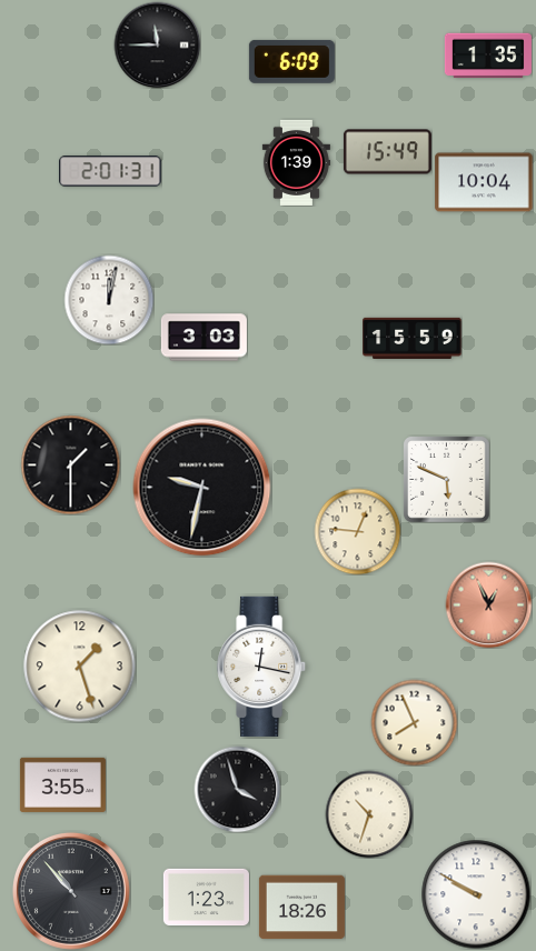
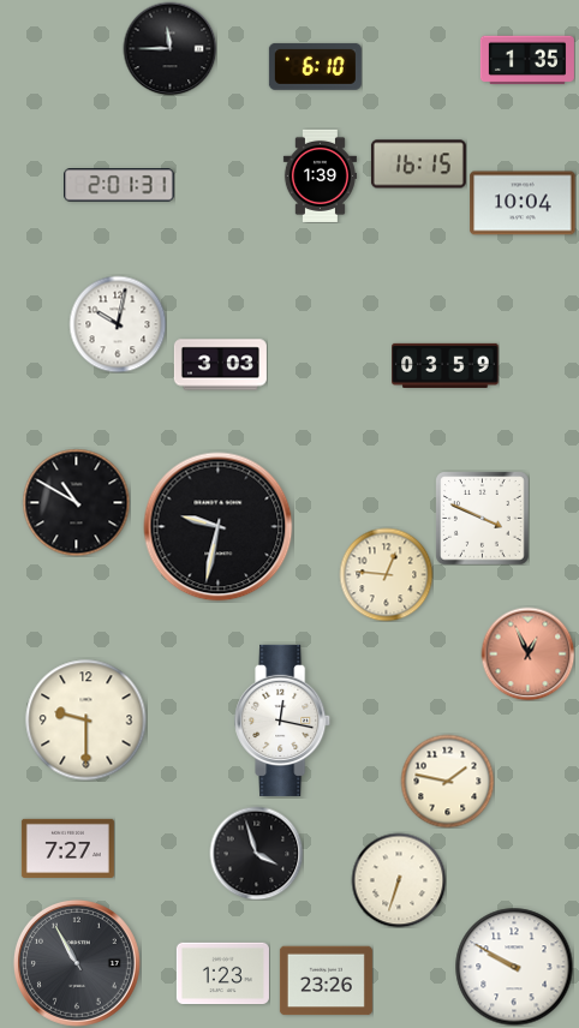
clock at (291, 61): 6:09 -> 6:10
clock at (387, 152): 15:49 -> 16:15
clock at (484, 182) position: (484, 182) -> (523, 203)
clock at (109, 300): 12:02 -> 10:02
clock at (413, 338): 15:59 -> 03:59
clock at (70, 464): 1:30 -> 10:50
clock at (446, 479): 5:49 -> 3:49
clock at (80, 667): 1:27 -> 9:30
clock at (414, 722): 7:56 -> 1:47
clock at (62, 784): 3:55 -> 7:27
clock at (369, 814): 10:33 -> 6:33
clock at (71, 891): 10:53 -> 10:55
clock at (206, 898) position: (206, 898) -> (222, 974)
clock at (301, 908): 18:26 -> 23:26
